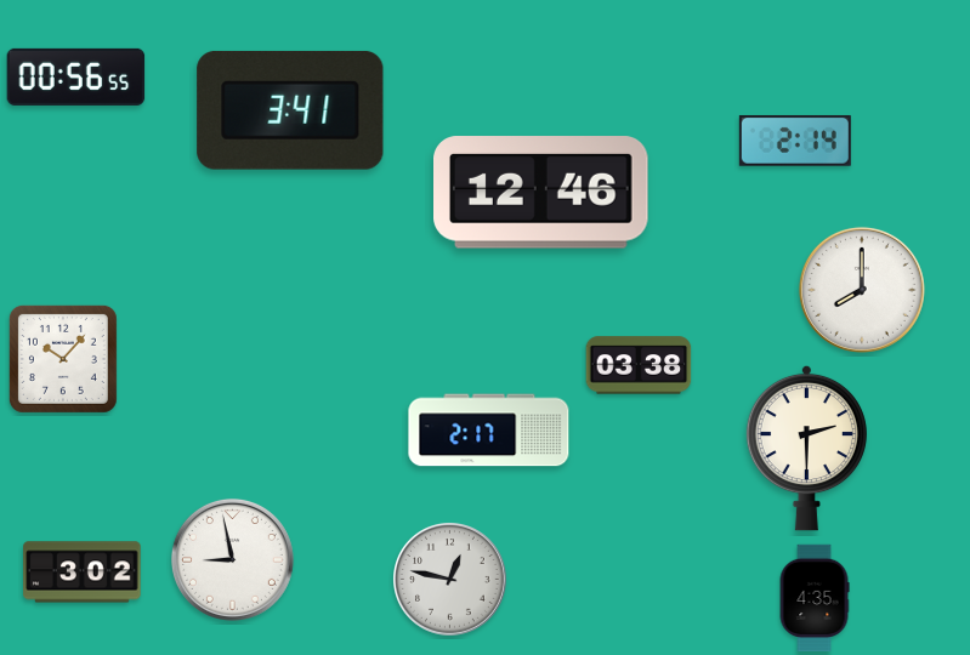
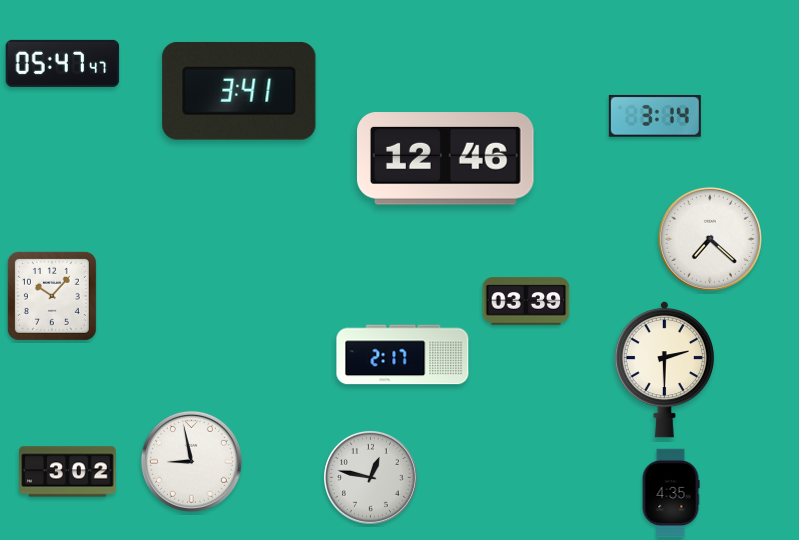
clock at (76, 76): 00:56 -> 05:47
clock at (795, 141): 2:14 -> 3:14
clock at (862, 290): 8:00 -> 7:22
clock at (639, 365): 03:38 -> 03:39
